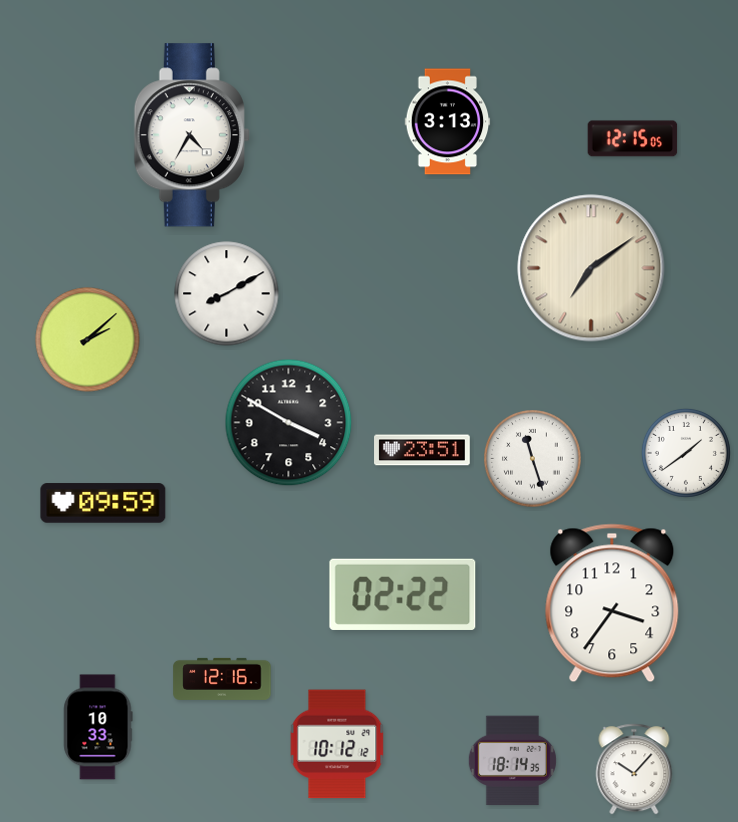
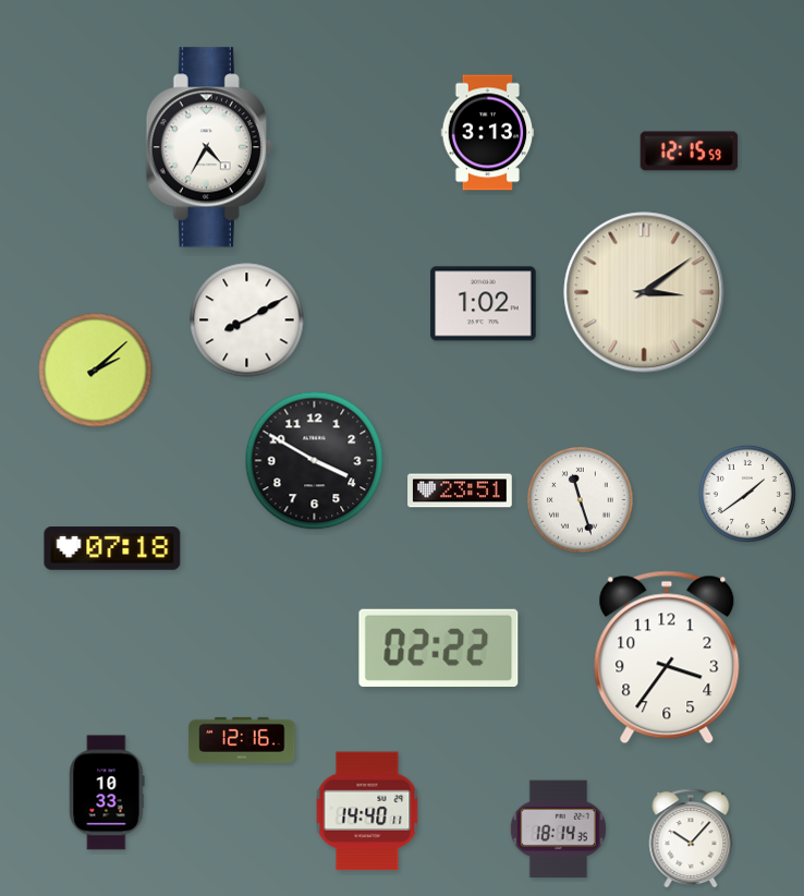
clock at (633, 139): 12:15:05 -> 12:15:59
clock at (591, 268): 7:09 -> 3:09
clock at (484, 304): none -> 1:02
clock at (103, 503): 09:59 -> 07:18
clock at (337, 744): 10:12 -> 14:40
